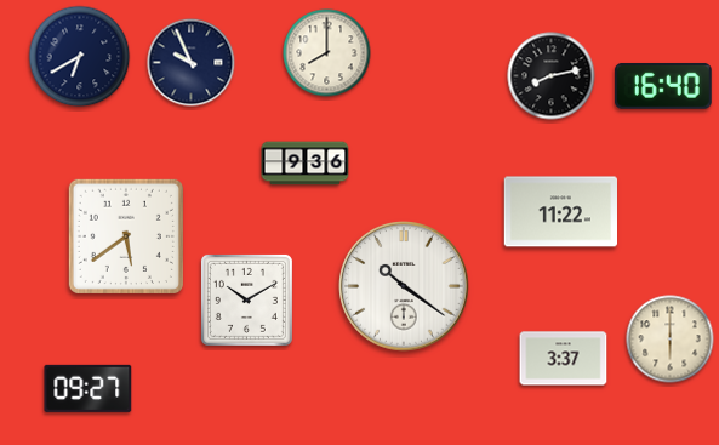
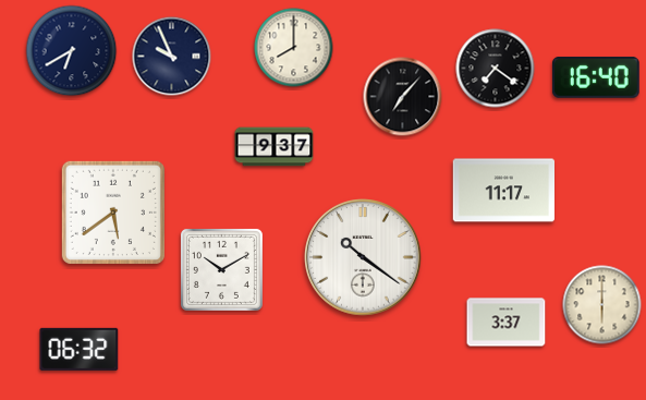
clock at (552, 76): 8:13 -> 7:21
clock at (403, 97): none -> 7:07
clock at (306, 164): 9:36 -> 9:37
clock at (560, 212): 11:22 -> 11:17
clock at (89, 388): 09:27 -> 06:32
